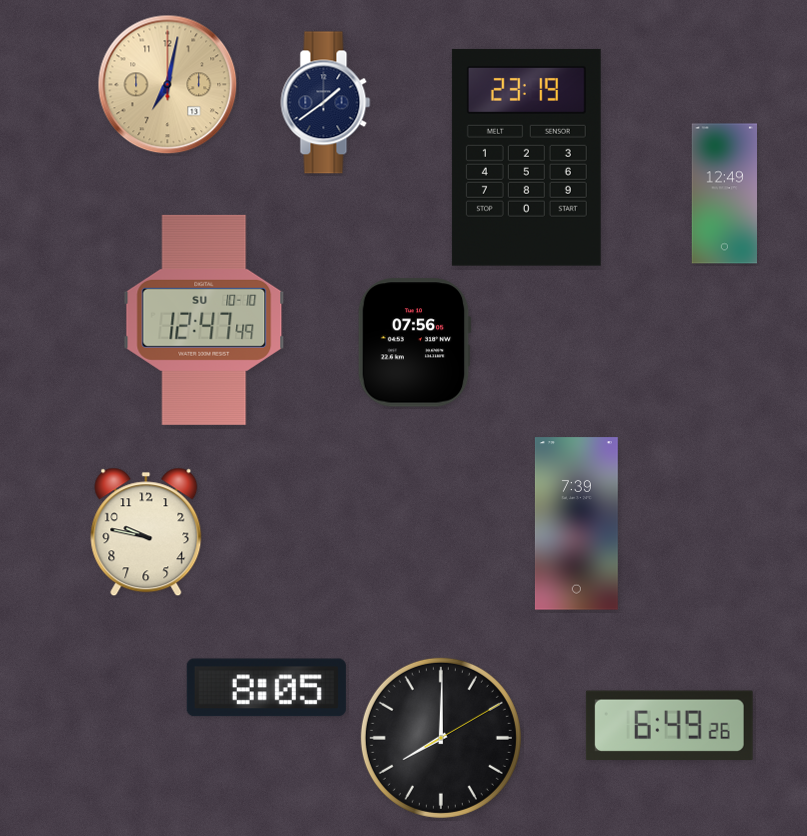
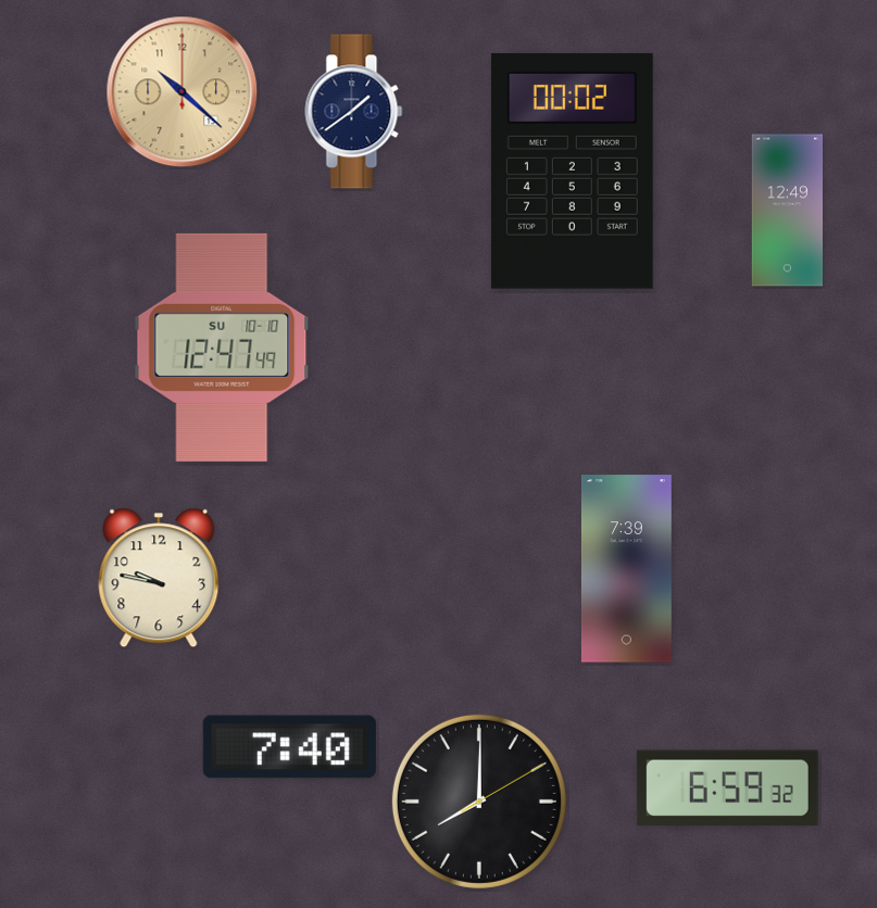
clock at (168, 85): 7:02 -> 10:22
clock at (526, 157): 23:19 -> 00:02
clock at (414, 343): 07:56 -> none
clock at (266, 688): 8:05 -> 7:40
clock at (669, 726): 6:49 -> 6:59
